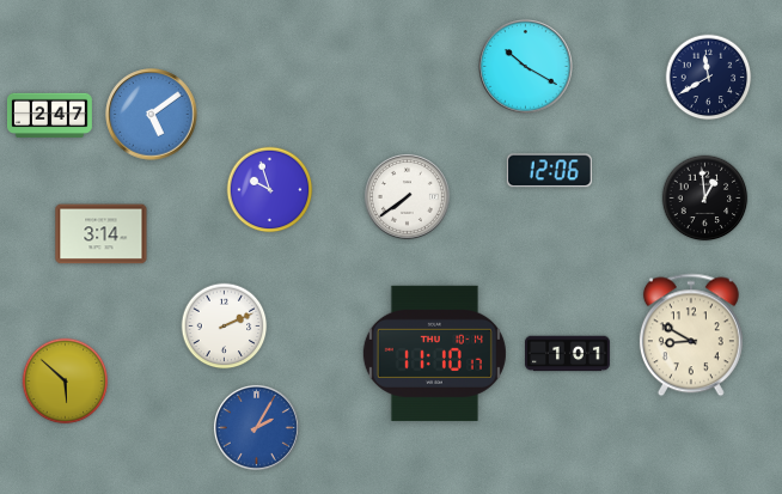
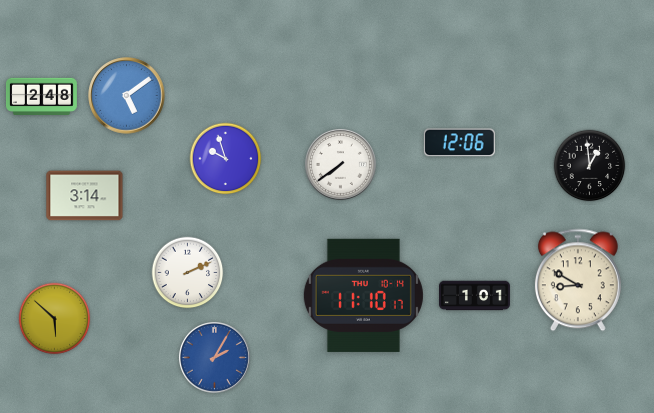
clock at (526, 67): 10:20 -> none
clock at (709, 78): 11:40 -> none
clock at (49, 115): 2:47 -> 2:48
